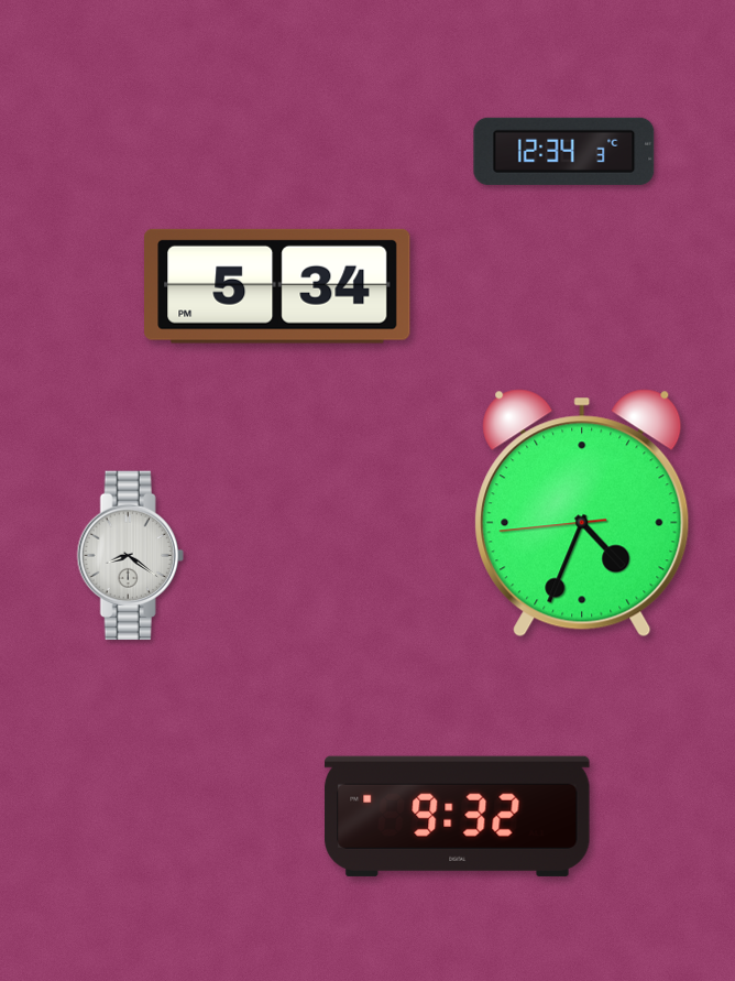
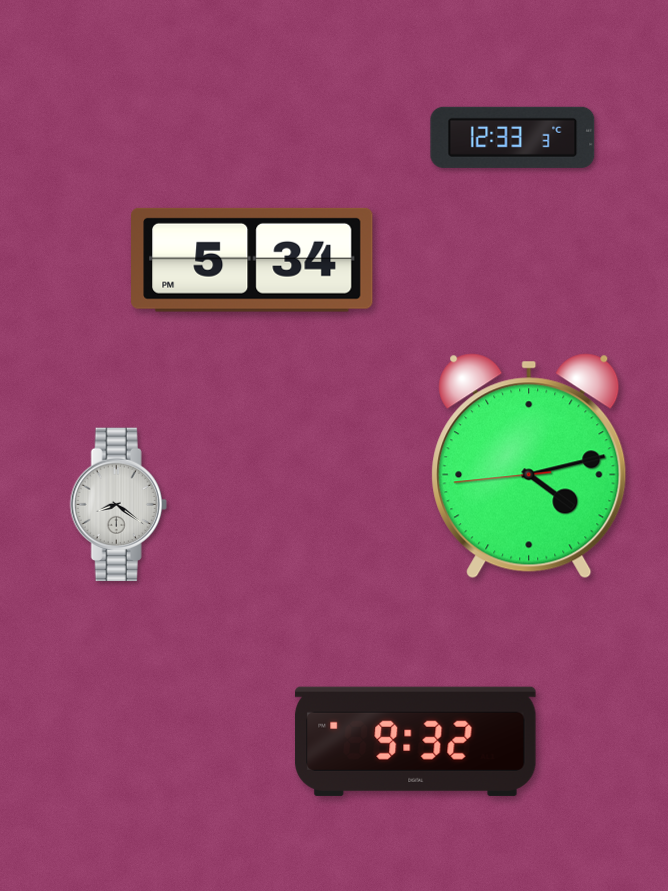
clock at (564, 151): 12:34 -> 12:33
clock at (582, 513): 4:33 -> 4:12
